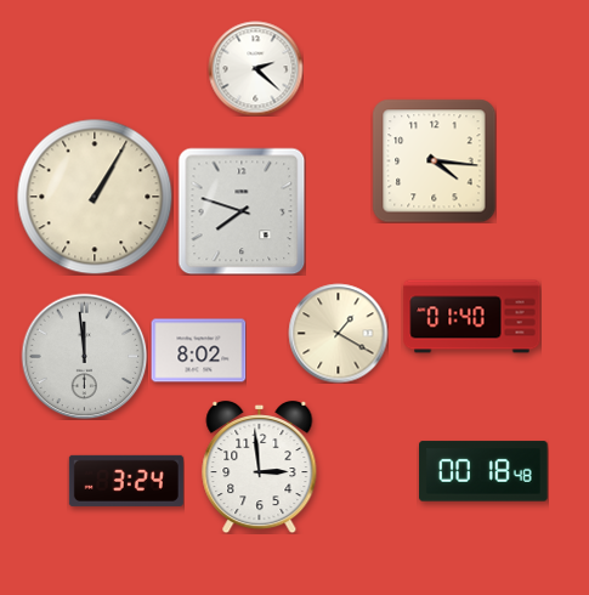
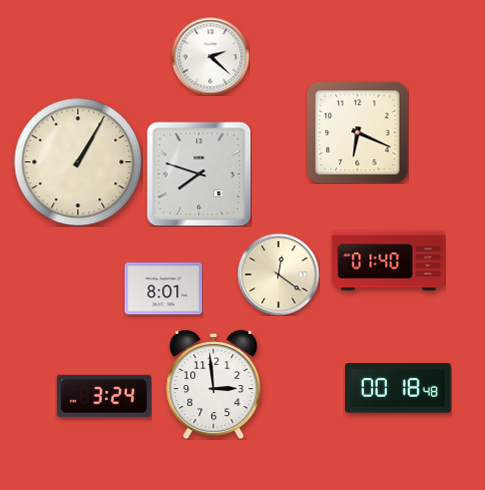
clock at (434, 160): 4:16 -> 6:19
clock at (338, 333): 1:20 -> 12:21
clock at (198, 351): 8:02 -> 8:01
clock at (84, 356): 11:59 -> none
